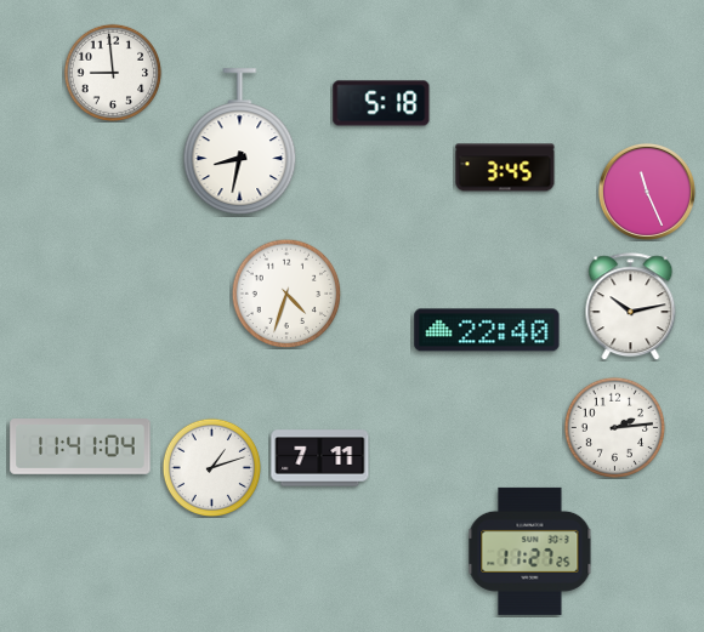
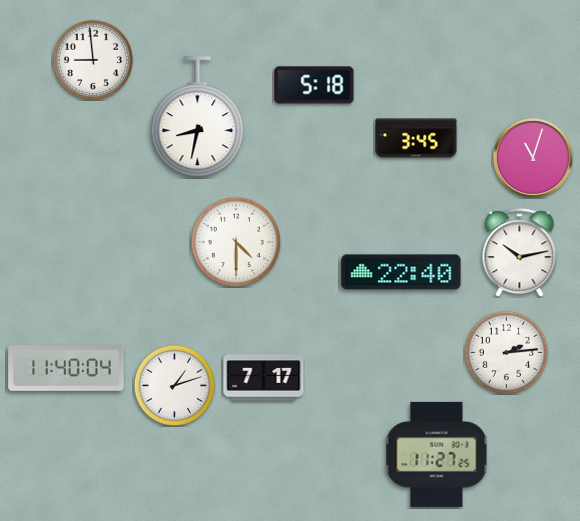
clock at (647, 192): 11:26 -> 11:03
clock at (286, 294): 4:33 -> 4:30
clock at (80, 448): 11:41 -> 11:40
clock at (320, 459): 7:11 -> 7:17
